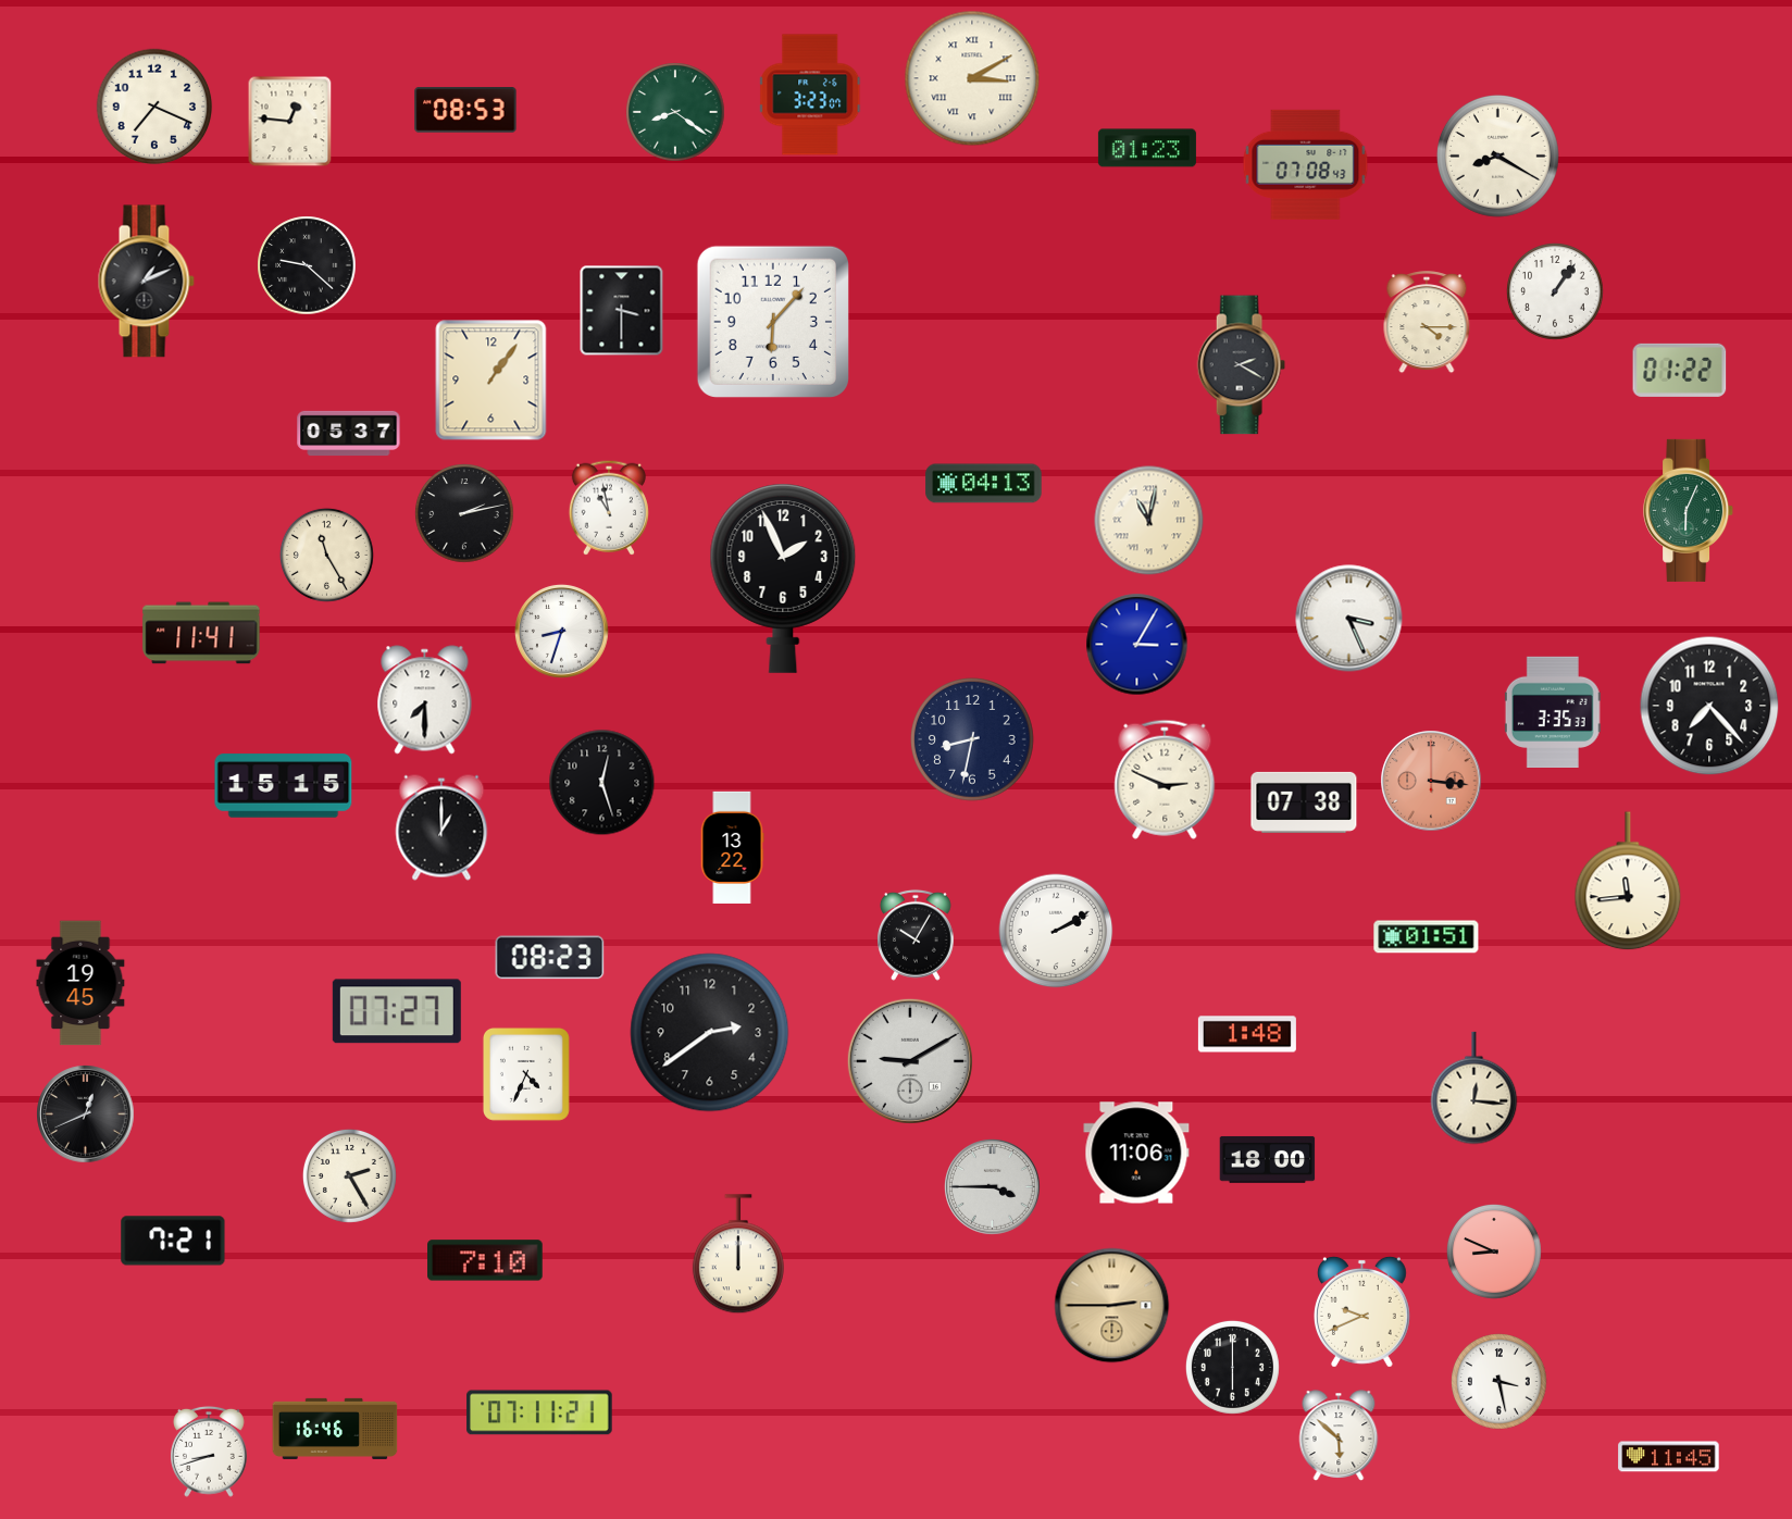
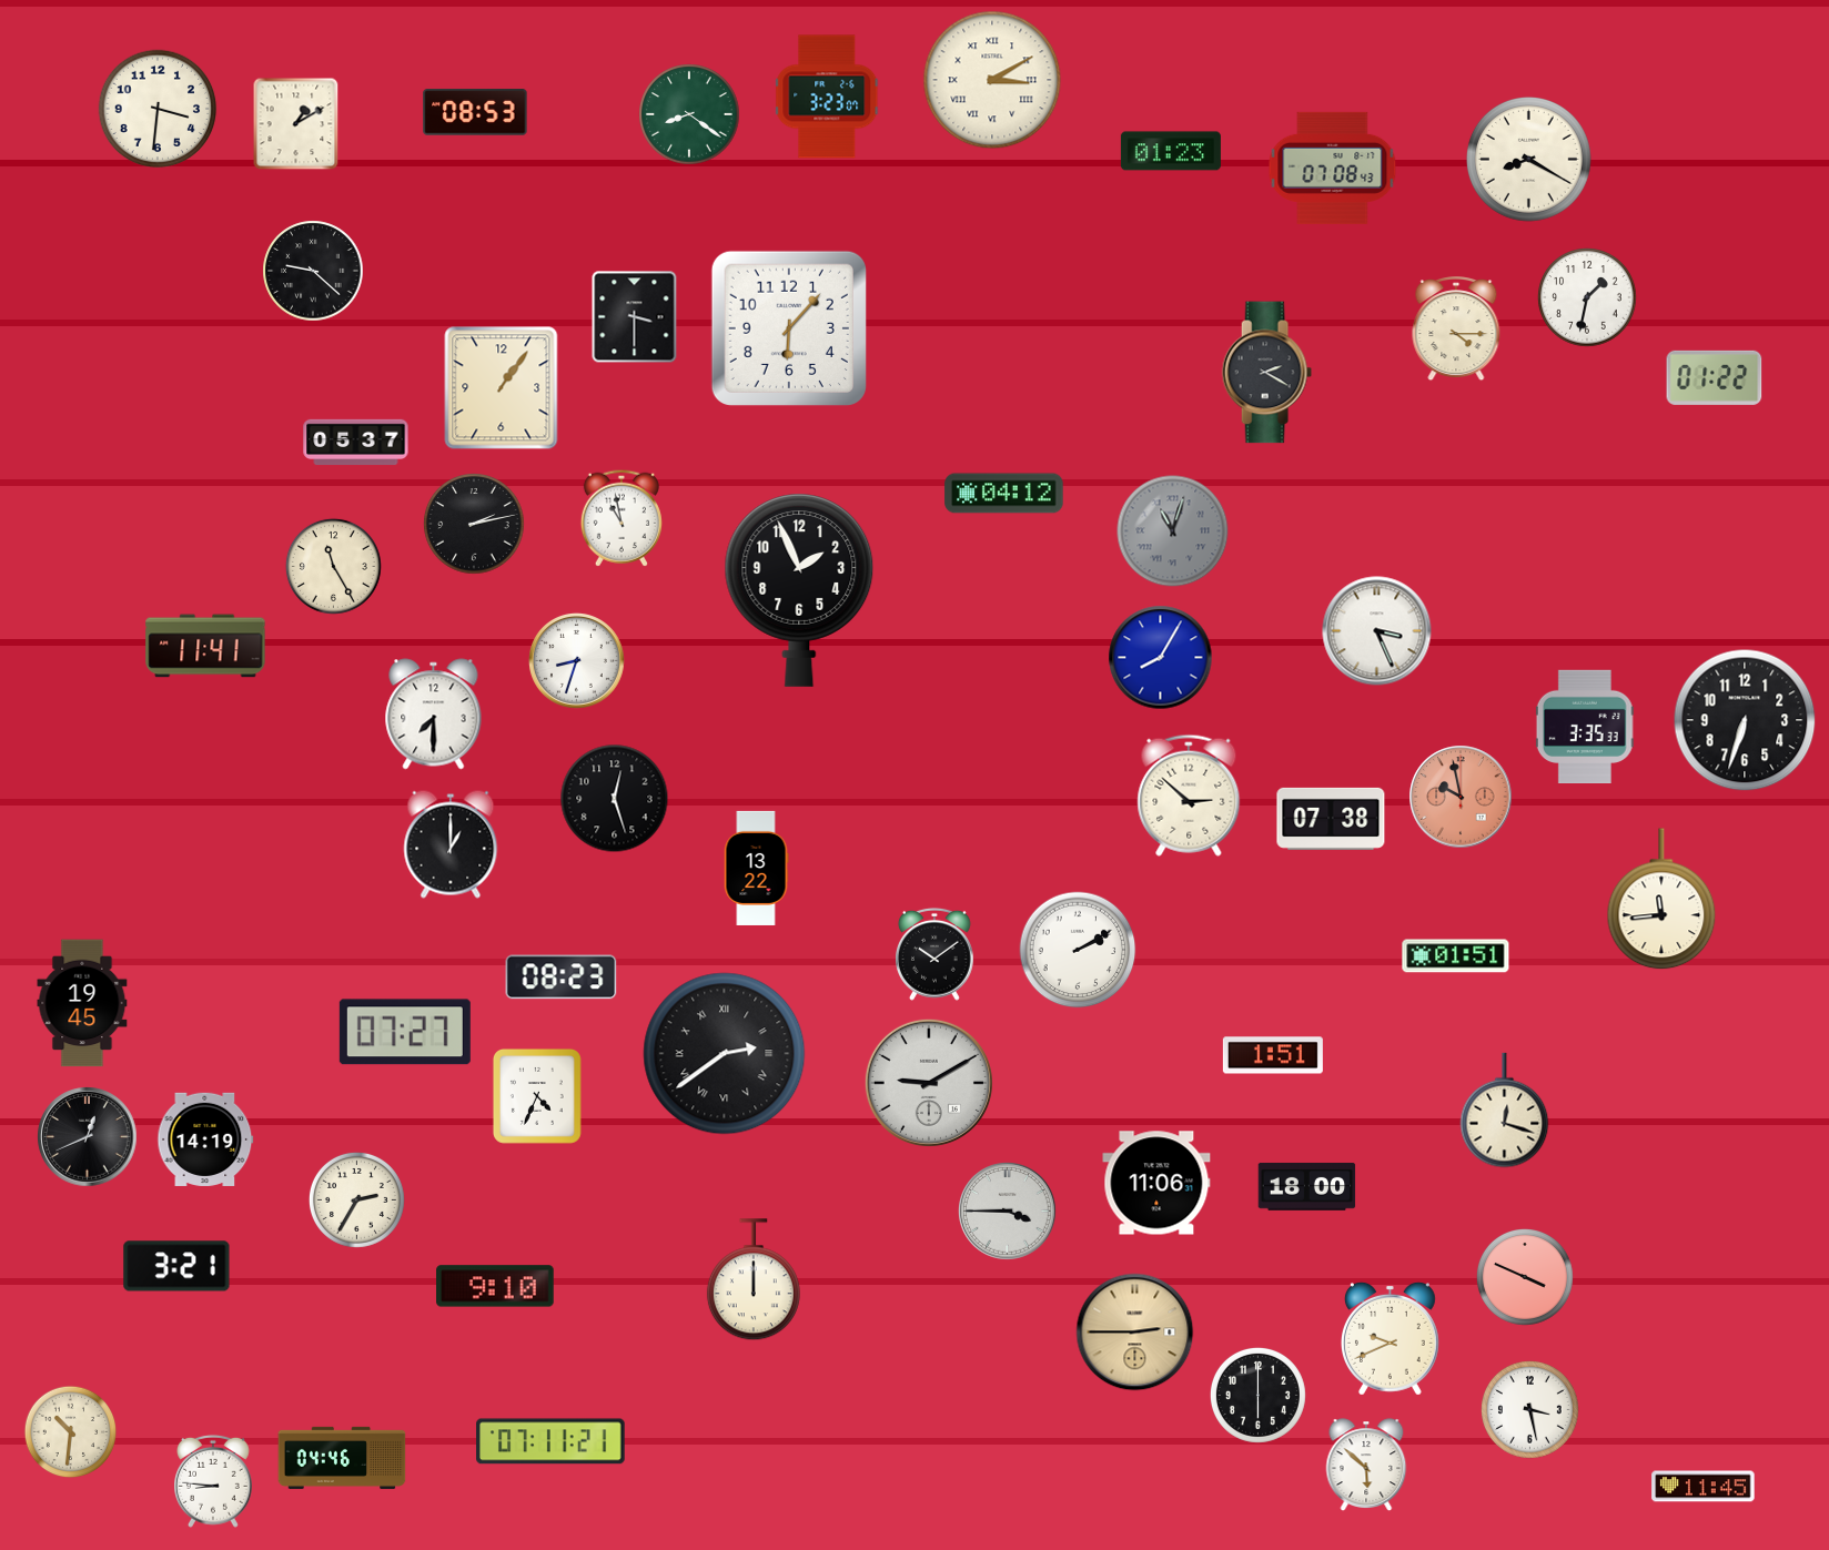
clock at (154, 107): 7:19 -> 3:31
clock at (290, 122): 12:46 -> 1:10
clock at (146, 282): 1:11 -> none
clock at (1555, 291): 1:06 -> 1:32
clock at (984, 484): 04:13 -> 04:12
clock at (1689, 510): 6:04 -> none
clock at (1149, 521): 11:02 -> 11:03
clock at (1149, 521) dial: cream -> grey
clock at (561, 631) position: (561, 631) -> (576, 660)
clock at (1137, 645): 3:05 -> 8:05
clock at (1709, 706): 7:23 -> 6:33
clock at (972, 739): 8:32 -> none
clock at (1165, 780): 2:49 -> 2:52
clock at (1431, 781): 3:16 -> 9:58
clock at (284, 786): 15:15 -> none
clock at (732, 847) position: (732, 847) -> (756, 868)
clock at (917, 935): 10:05 -> 10:09
clock at (710, 1033) numerals: Arabic -> Roman
clock at (1247, 1034): 1:48 -> 1:51
clock at (1474, 1088): 12:16 -> 12:18
clock at (205, 1139): none -> 14:19
clock at (1136, 1153) position: (1136, 1153) -> (1156, 1183)
clock at (1268, 1160) position: (1268, 1160) -> (1307, 1187)
clock at (349, 1175): 2:25 -> 2:35
clock at (993, 1187) position: (993, 1187) -> (1008, 1212)
clock at (173, 1241): 7:21 -> 3:21
clock at (1494, 1252): 8:49 -> 3:49
clock at (486, 1260): 7:10 -> 9:10
clock at (71, 1432): none -> 10:31
clock at (335, 1429): 16:46 -> 04:46
clock at (210, 1452): 8:42 -> 8:46
